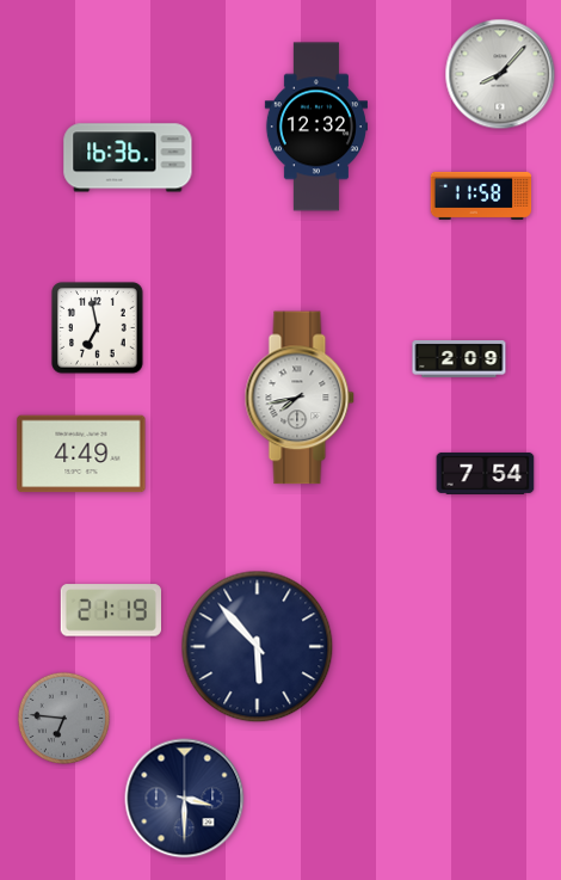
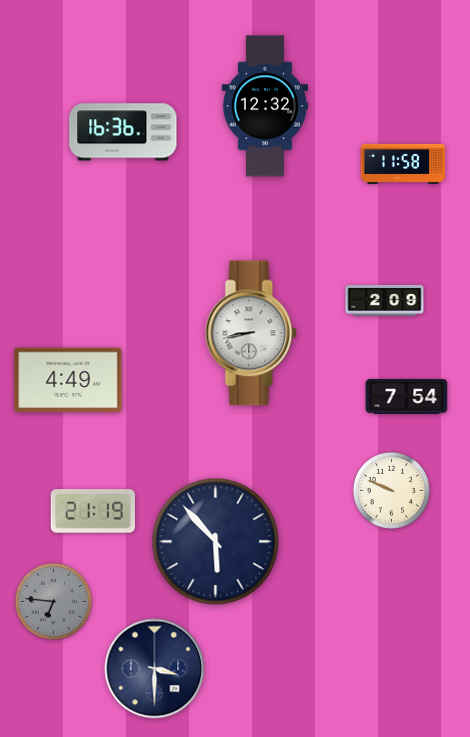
clock at (500, 74): 8:07 -> none
clock at (128, 158) position: (128, 158) -> (123, 132)
clock at (98, 328): 6:58 -> none
clock at (300, 398): 7:43 -> 8:43
clock at (391, 490): none -> 9:49
